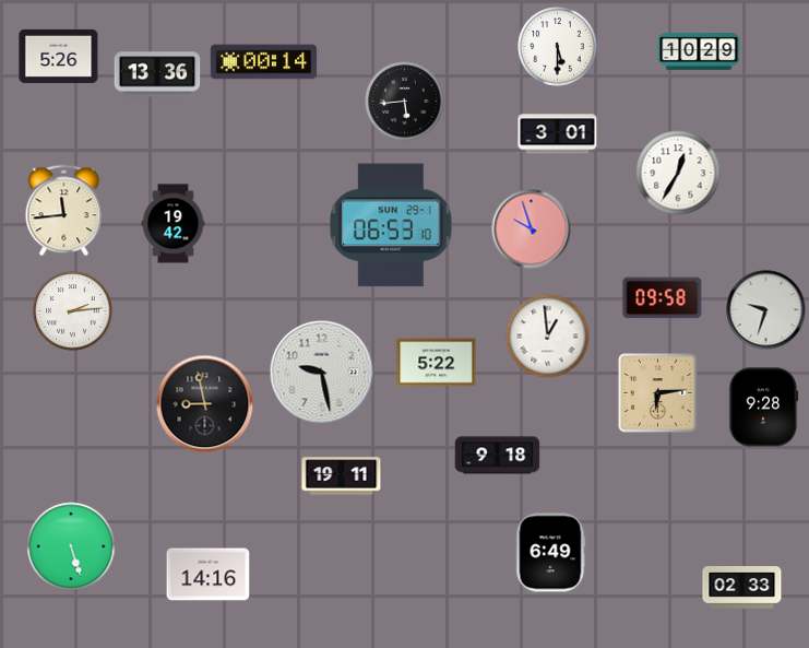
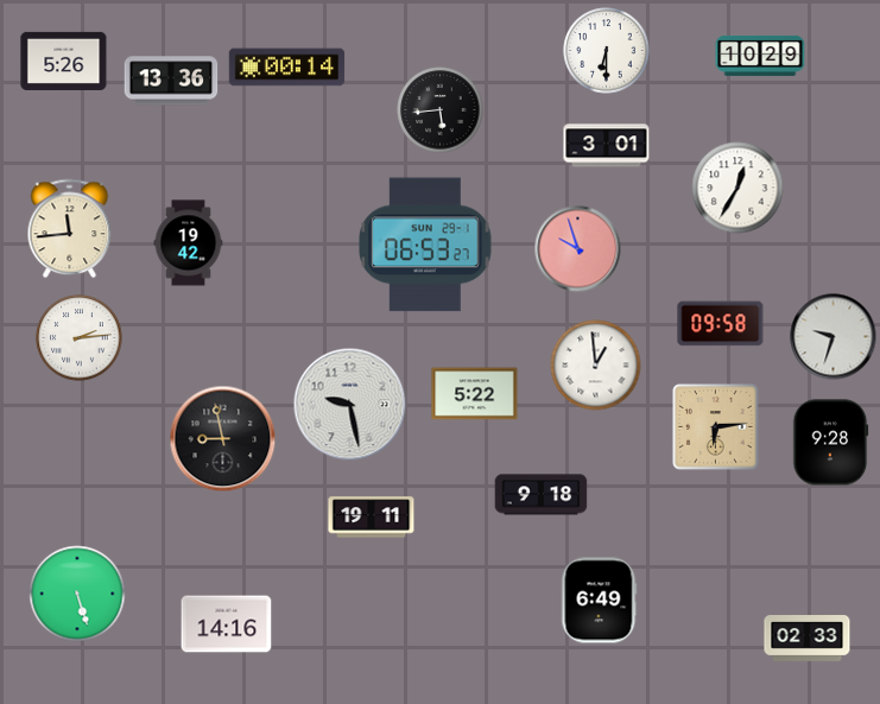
clock at (558, 47): 5:30 -> 6:30
clock at (391, 225): 06:53:10 -> 06:53:27
